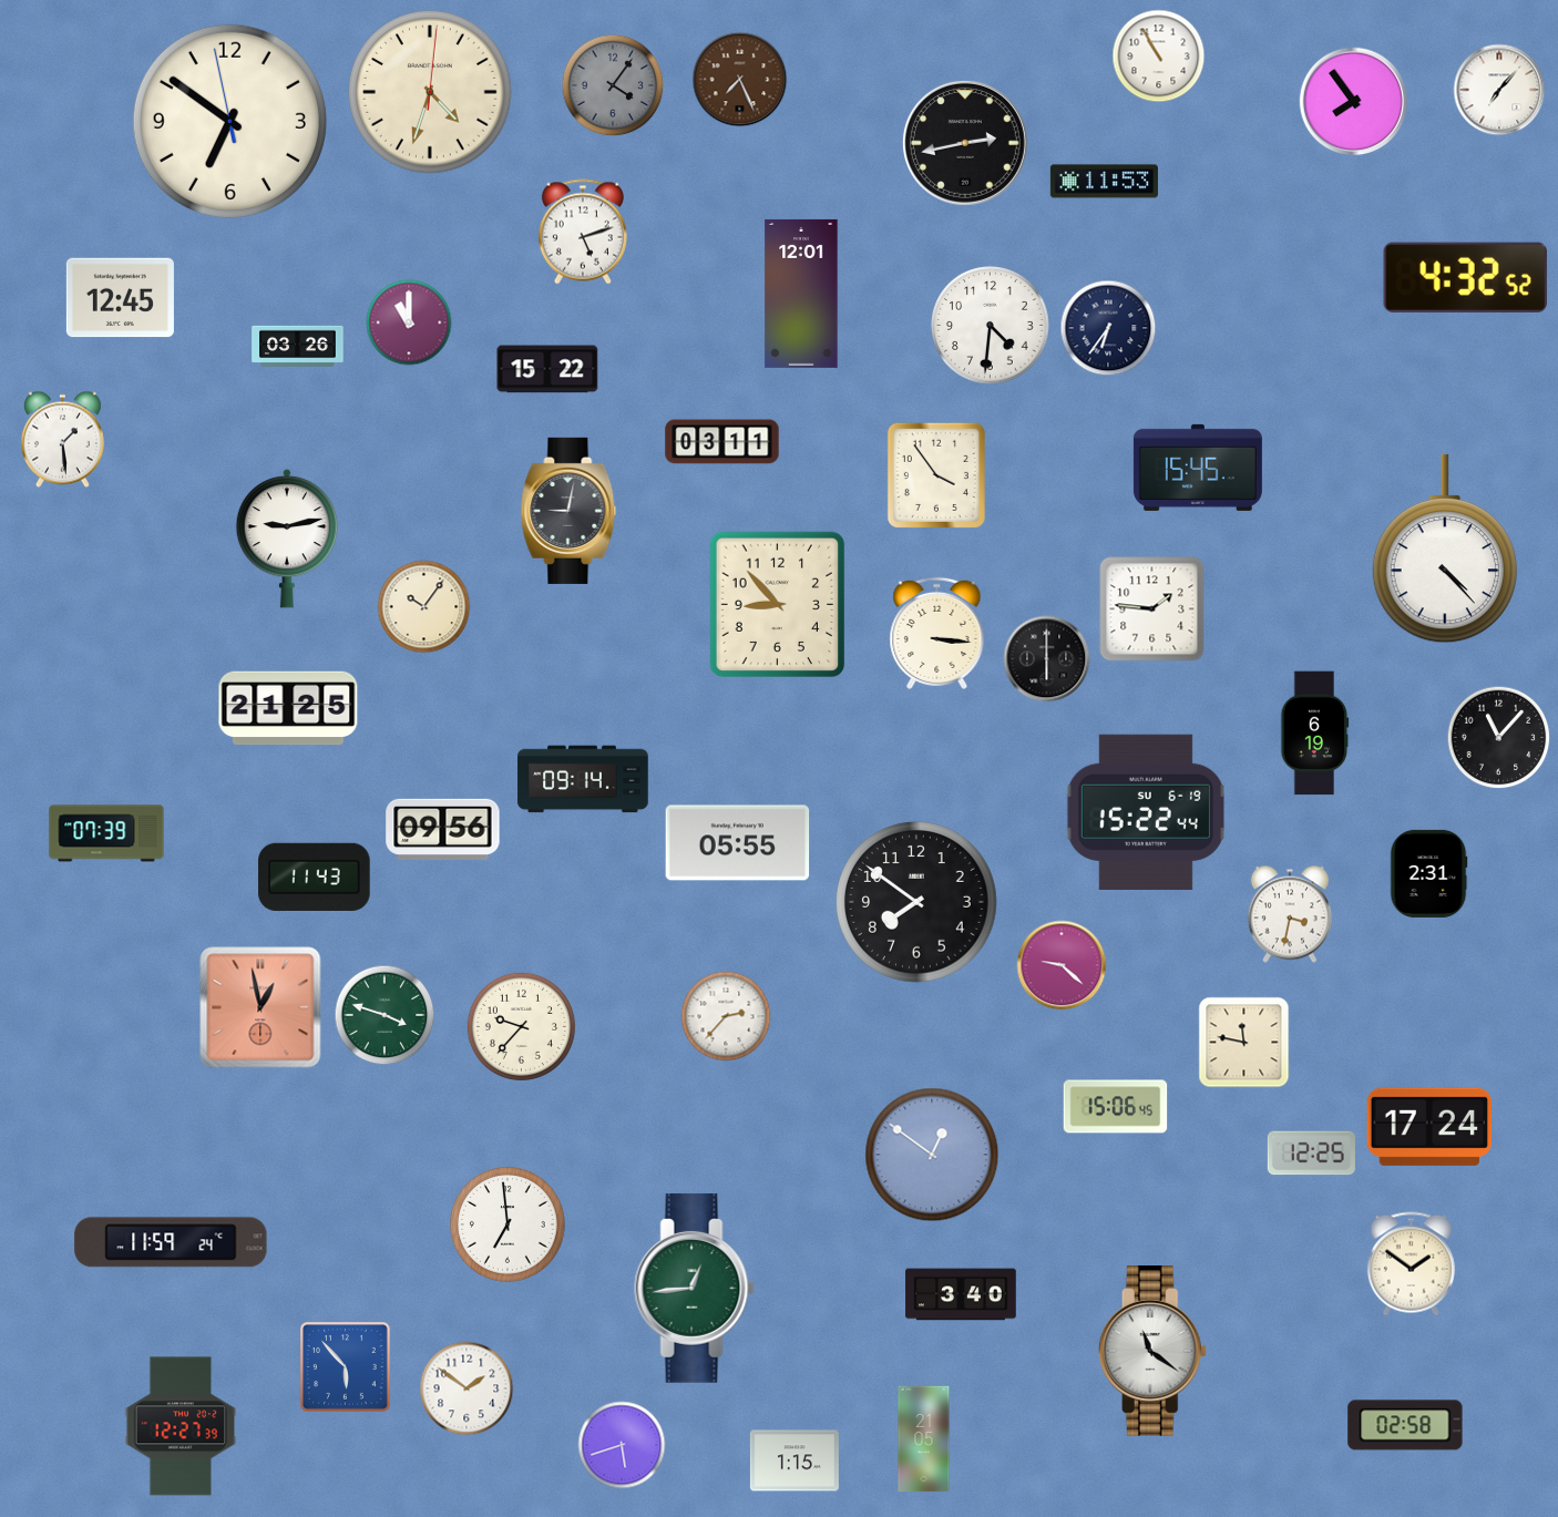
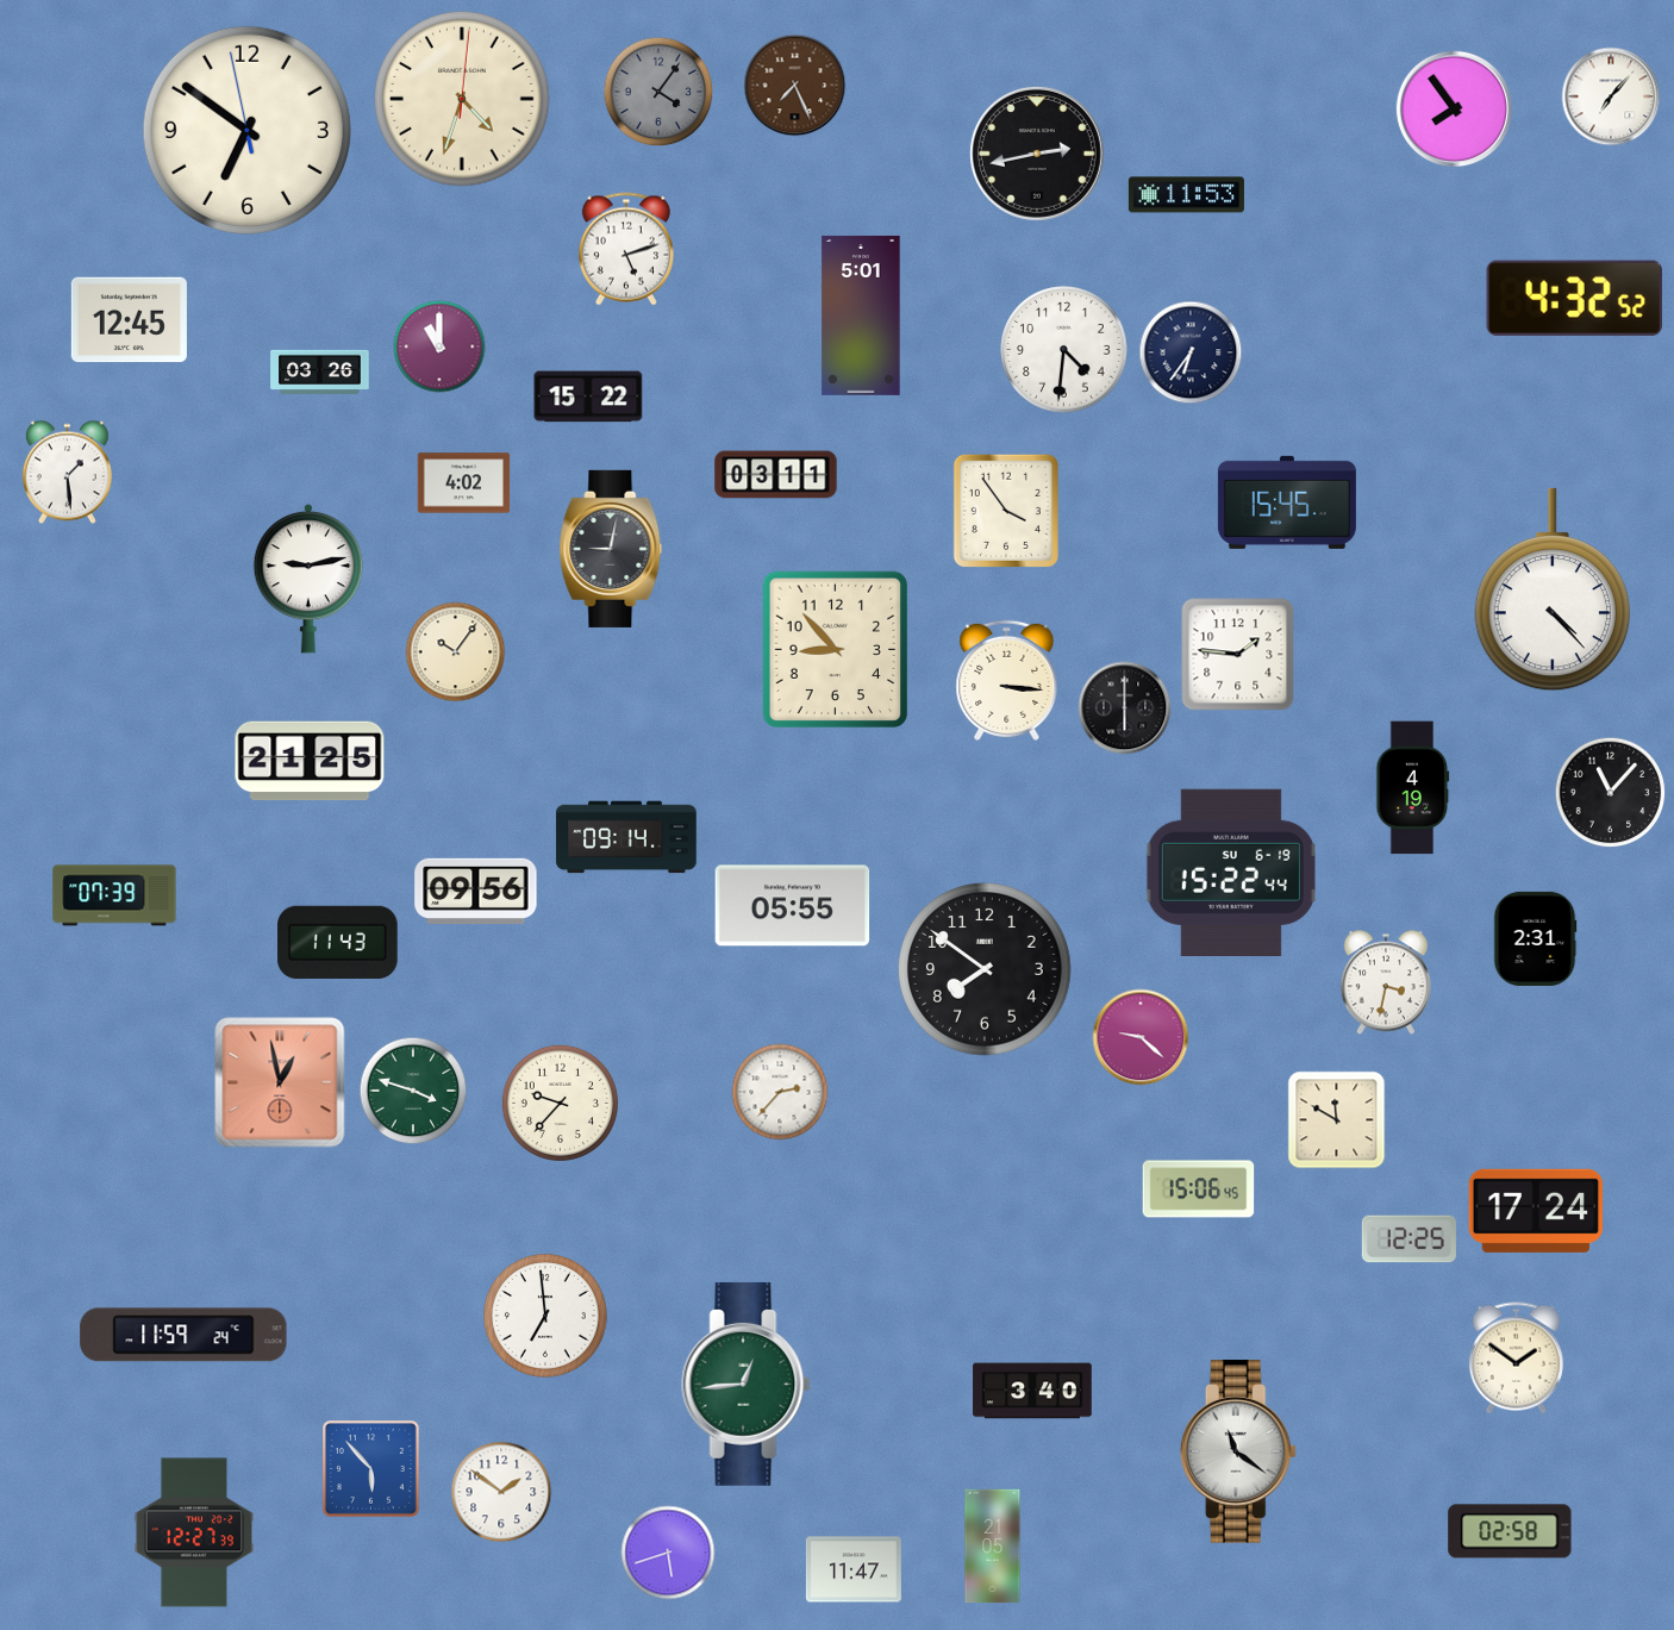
clock at (1159, 57): 10:55 -> none
clock at (801, 294): 12:01 -> 5:01
clock at (464, 483): none -> 4:02
clock at (1315, 734): 6:19 -> 4:19
clock at (1244, 1043): 11:47 -> 11:50
clock at (932, 1155): 12:51 -> none
clock at (795, 1460): 1:15 -> 11:47
